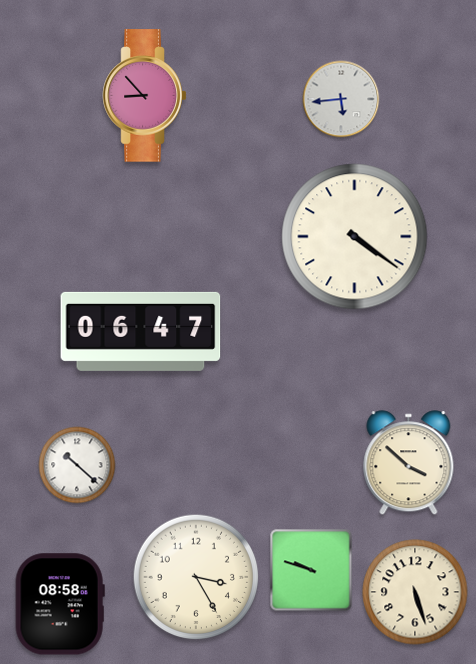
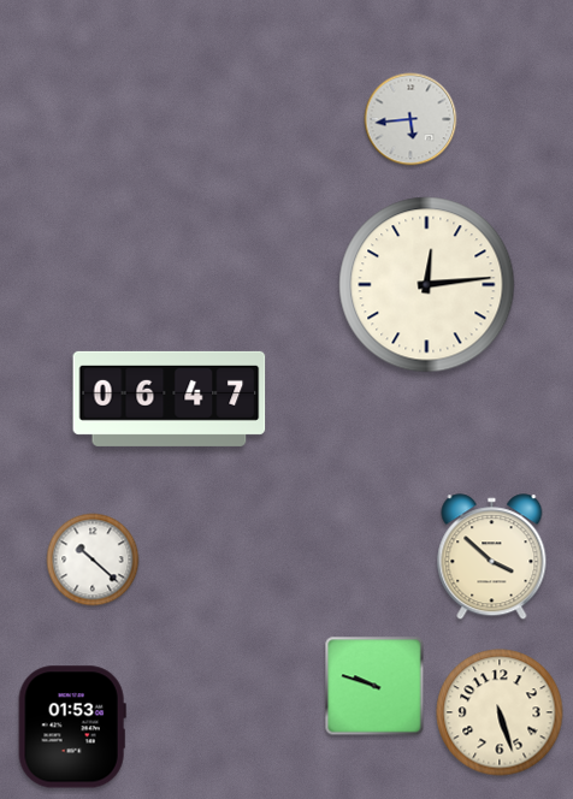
clock at (145, 96): 8:53 -> none
clock at (355, 237): 4:21 -> 12:14
clock at (196, 577): 3:25 -> none
clock at (60, 604): 08:58 -> 01:53
